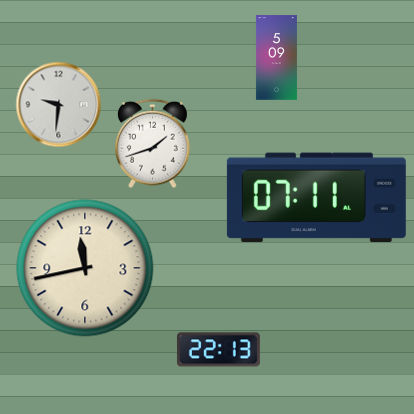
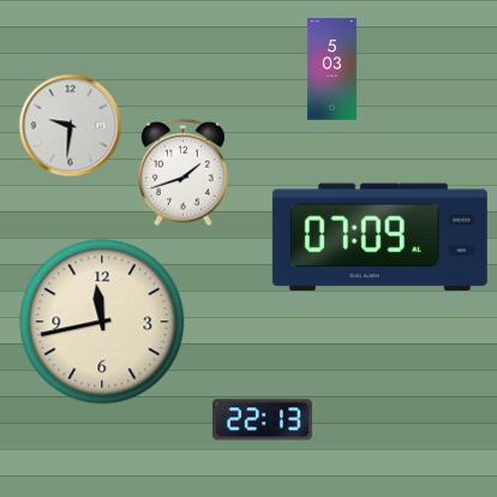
clock at (276, 58): 5:09 -> 5:03
clock at (316, 198): 07:11 -> 07:09
